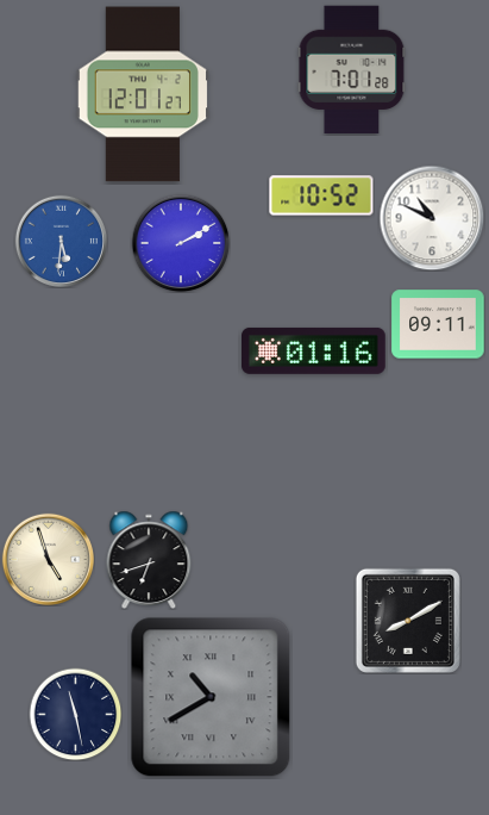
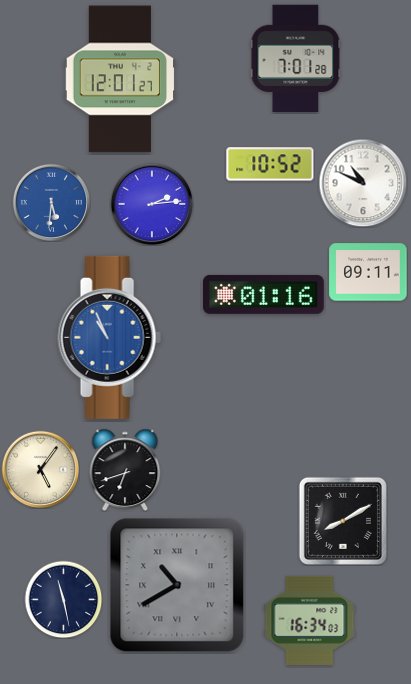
clock at (181, 243): 2:10 -> 2:14
clock at (109, 337): none -> 10:56
clock at (48, 559): 4:57 -> 5:06
clock at (310, 620): none -> 16:34
